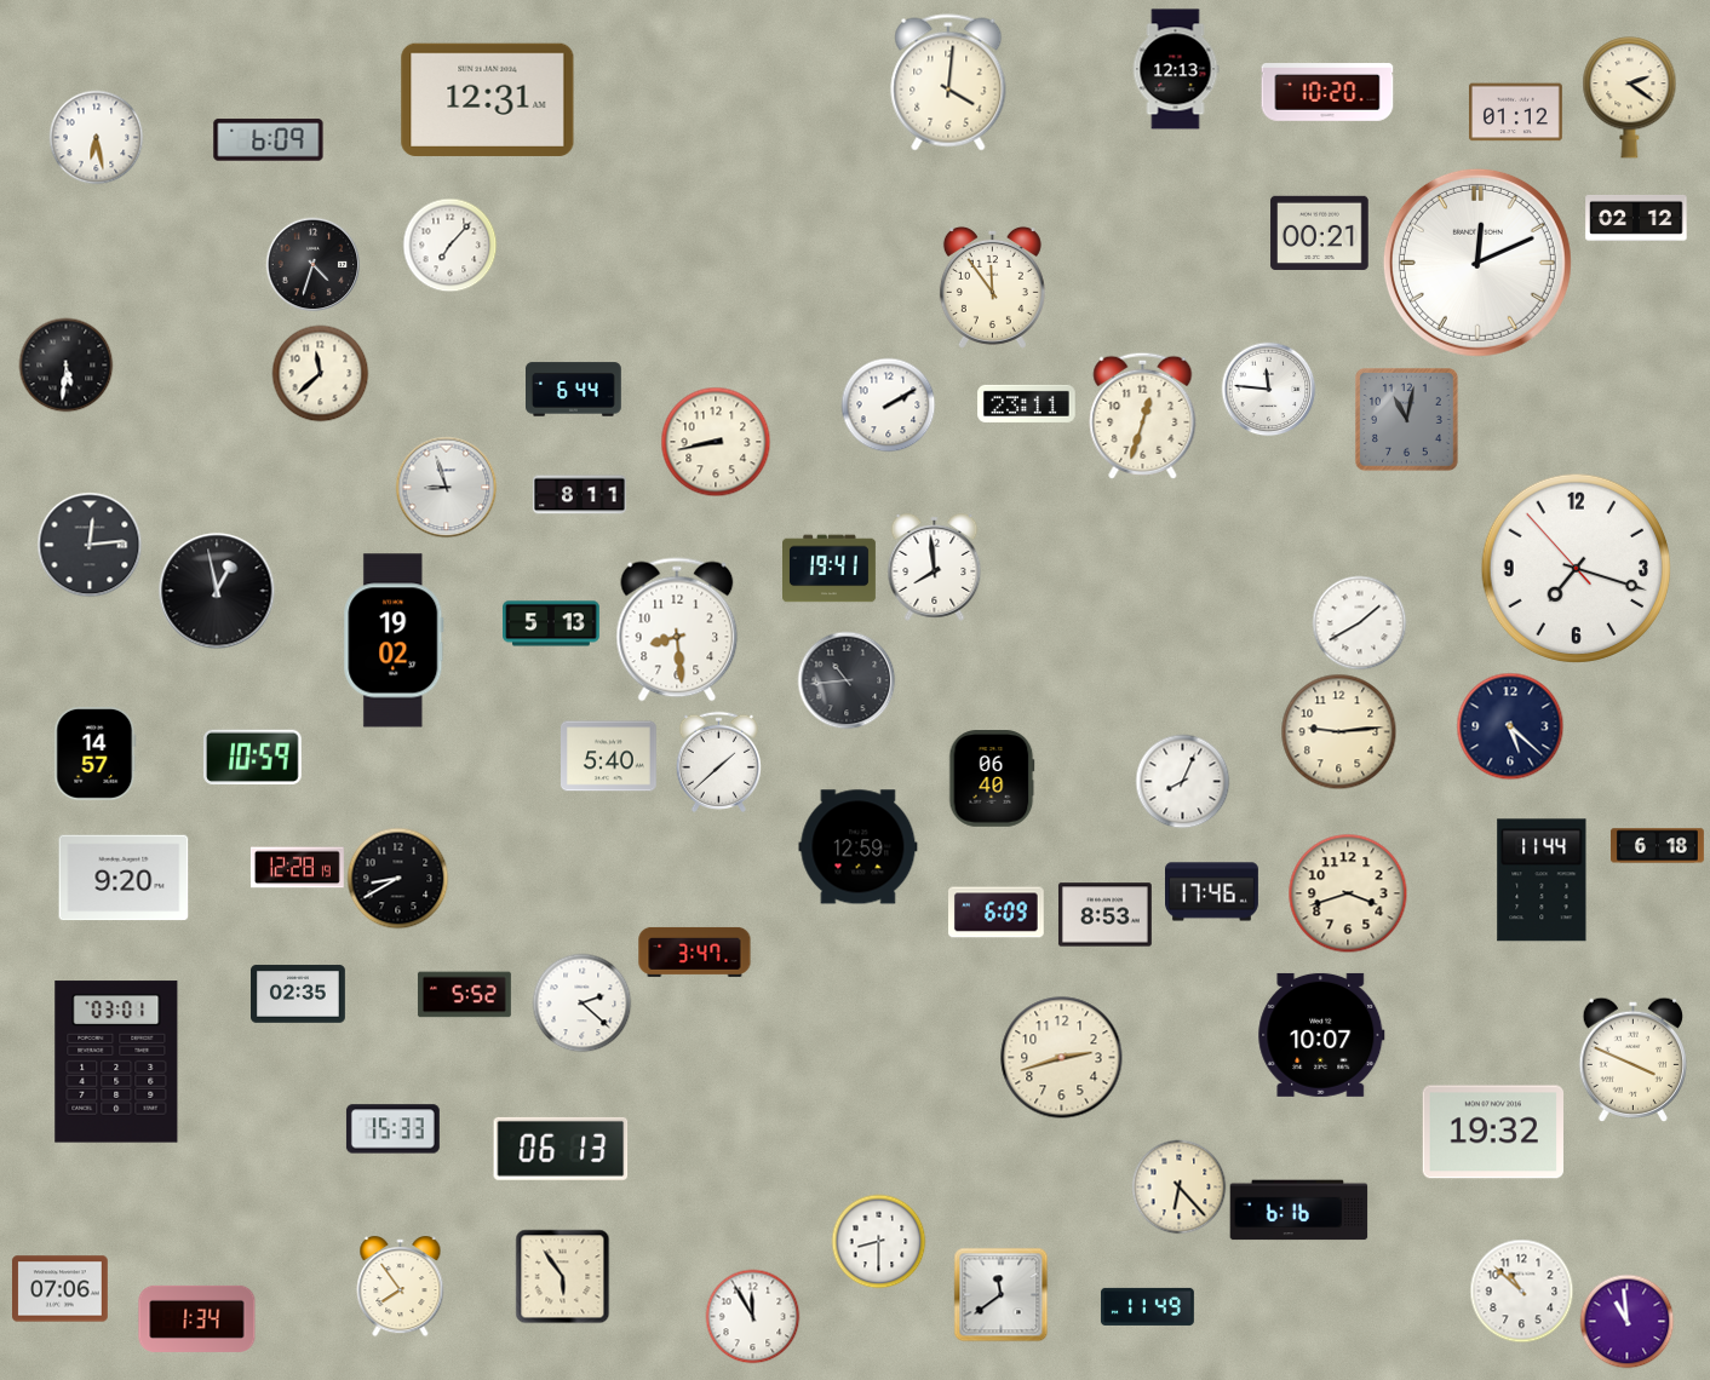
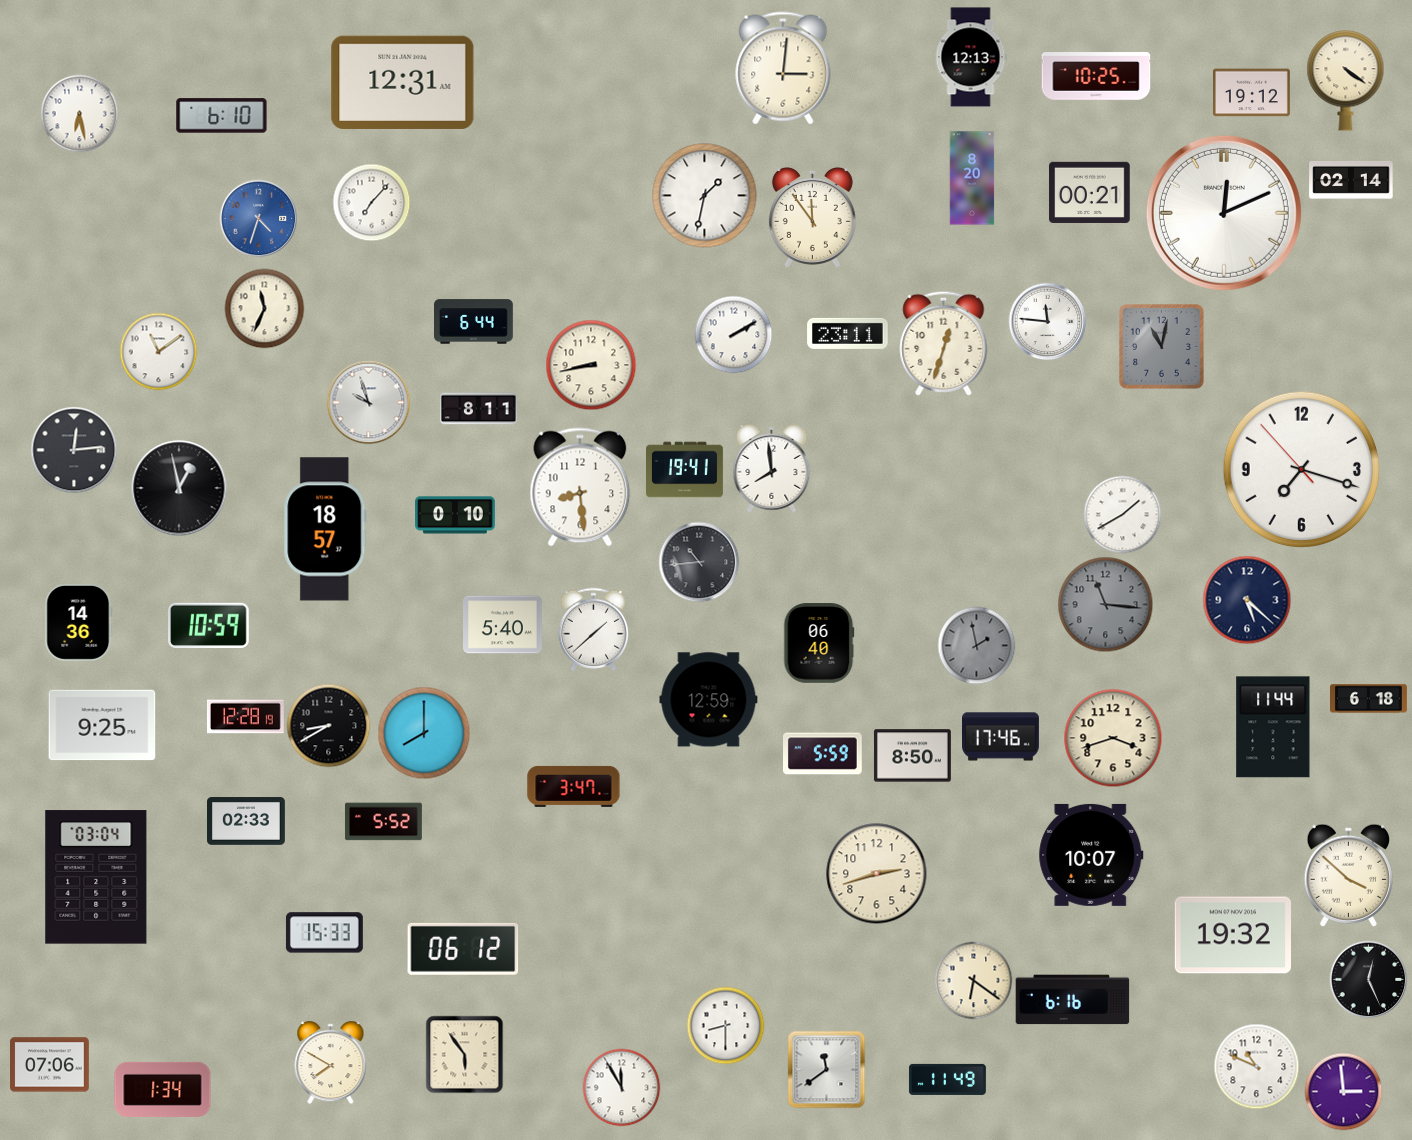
clock at (948, 82): 4:01 -> 3:01
clock at (1327, 92): 10:20 -> 10:25
clock at (1630, 98): 2:21 -> 4:21
clock at (1515, 113): 01:12 -> 19:12
clock at (269, 140): 6:09 -> 6:10
clock at (972, 178): none -> 8:20
clock at (1636, 218): 02:12 -> 02:14
clock at (705, 196): none -> 1:32
clock at (1477, 263) position: (1477, 263) -> (1224, 213)
clock at (312, 264) dial: black -> blue
clock at (992, 287) position: (992, 287) -> (812, 217)
clock at (65, 364): 5:31 -> none
clock at (320, 373): 11:38 -> 11:34
clock at (158, 351): none -> 11:09
clock at (446, 487): 8:57 -> 9:57
clock at (551, 623): 5:13 -> 0:10
clock at (677, 629) position: (677, 629) -> (580, 487)
clock at (394, 640): 19:02 -> 18:57
clock at (1338, 731): 9:14 -> 11:16
clock at (1338, 731) dial: cream -> grey
clock at (96, 753): 14:57 -> 14:36
clock at (1182, 781): 8:04 -> 1:58
clock at (1182, 781) dial: white -> grey
clock at (124, 878): 9:20 -> 9:25
clock at (424, 733): none -> 8:00
clock at (997, 913): 6:09 -> 5:59
clock at (1104, 915): 8:53 -> 8:50
clock at (299, 994): 02:35 -> 02:33
clock at (581, 1002): 2:22 -> none
clock at (1632, 1059): 3:49 -> 3:52
clock at (116, 1062): 03:01 -> 03:04
clock at (561, 1149): 06:13 -> 06:12
clock at (1368, 979): none -> 12:26
clock at (1178, 1186): 6:23 -> 6:21
clock at (401, 1287): 7:54 -> 7:50
clock at (1521, 1290): 10:52 -> 10:49
clock at (1626, 1321): 10:59 -> 2:59
